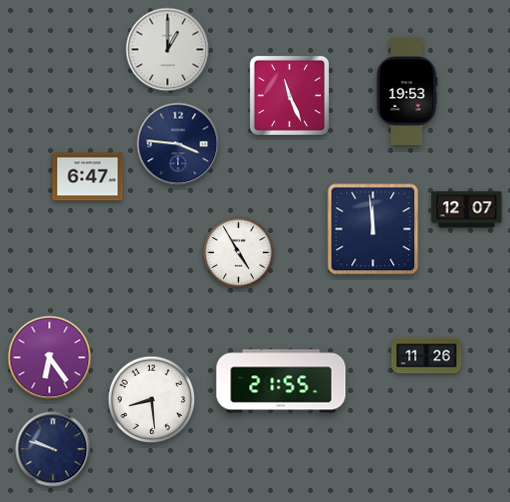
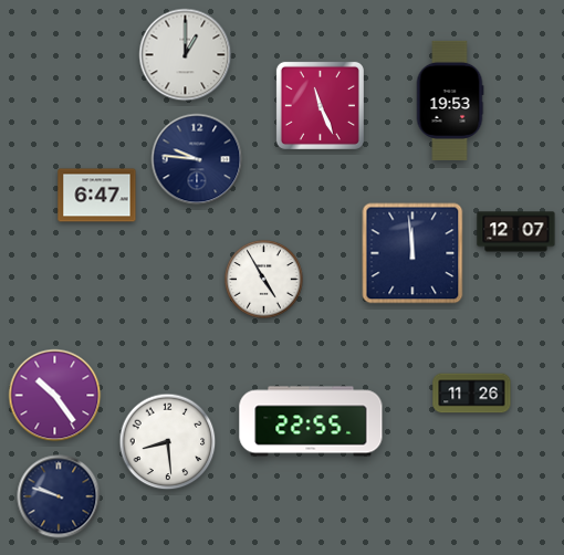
clock at (178, 144): 3:46 -> 9:46
clock at (50, 358): 6:24 -> 10:24
clock at (281, 381): 21:55 -> 22:55
